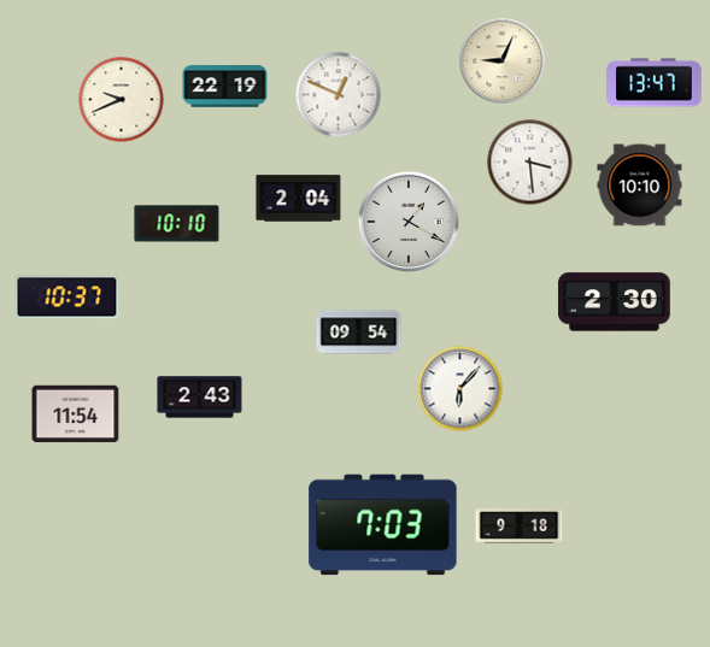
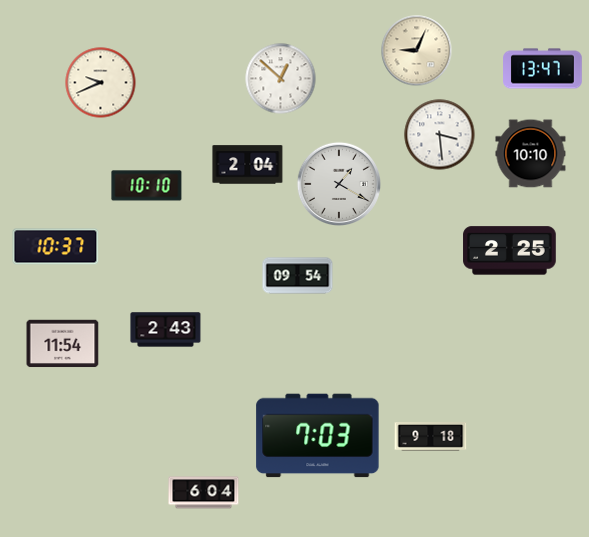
clock at (225, 87): 22:19 -> none
clock at (339, 95): 12:49 -> 12:52
clock at (615, 302): 2:30 -> 2:25
clock at (460, 389): 6:07 -> none
clock at (204, 493): none -> 6:04
